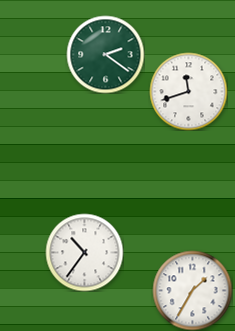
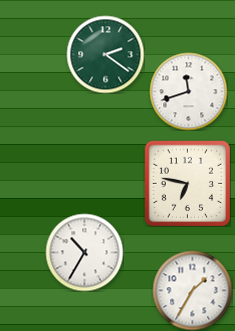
clock at (187, 183): none -> 6:47
clock at (84, 252): 10:36 -> 10:35
